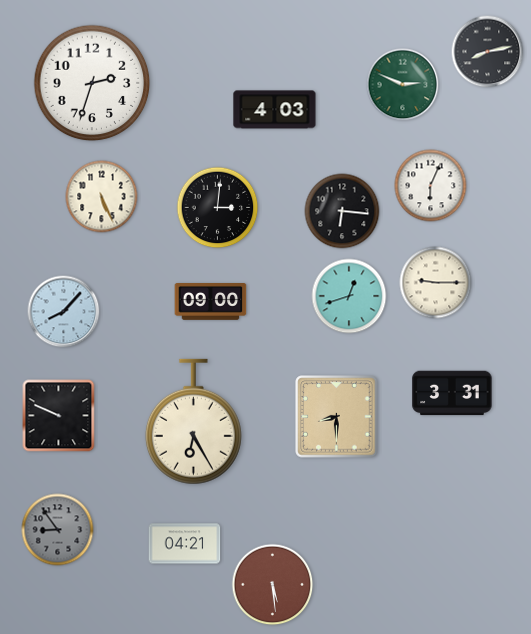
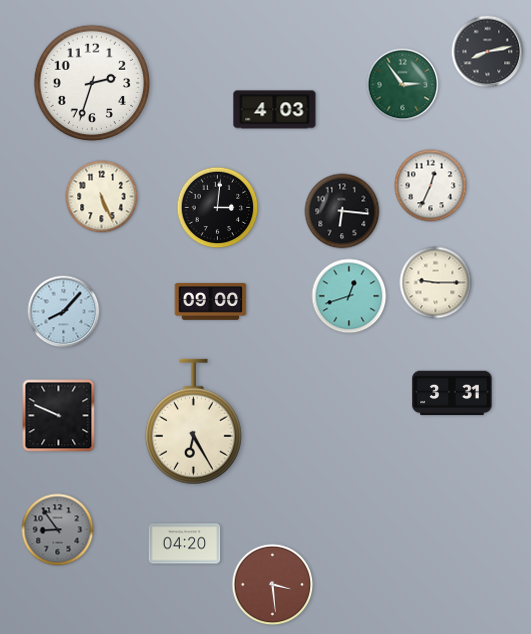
clock at (403, 85): 2:49 -> 2:54
clock at (431, 186): 6:04 -> 12:34
clock at (337, 417): 8:30 -> none
clock at (185, 544): 04:21 -> 04:20
clock at (273, 585): 5:29 -> 3:29
